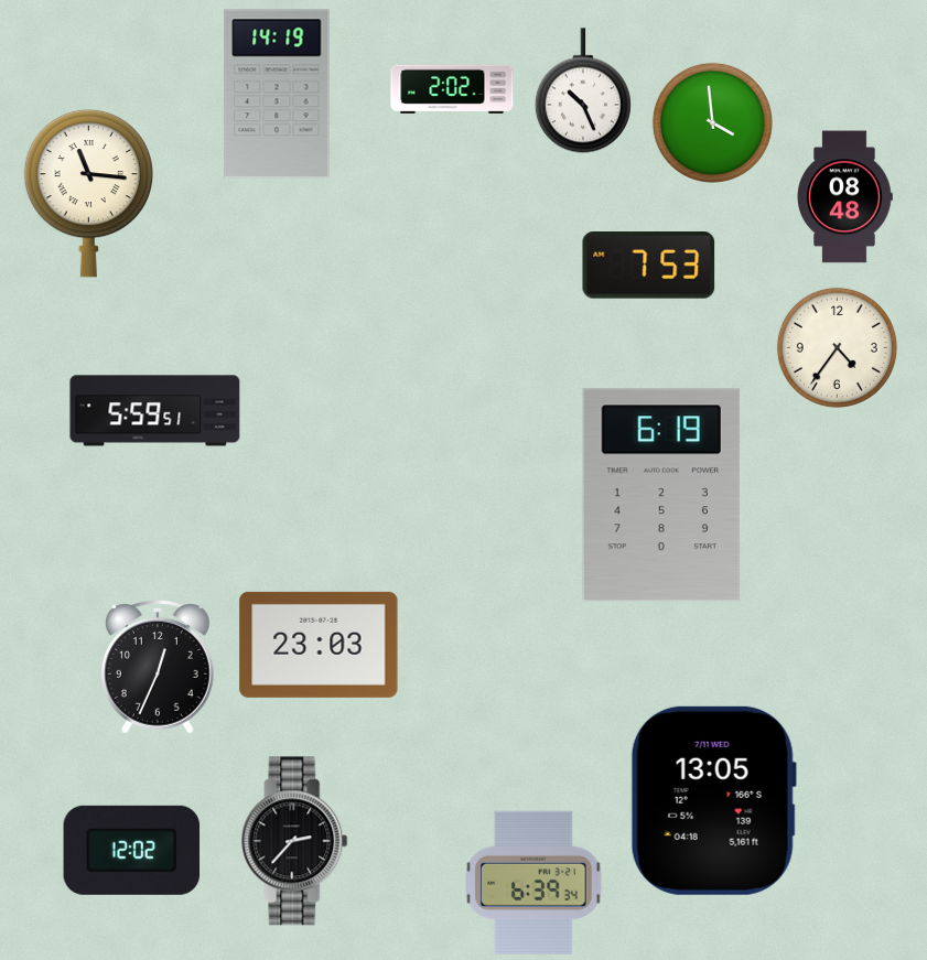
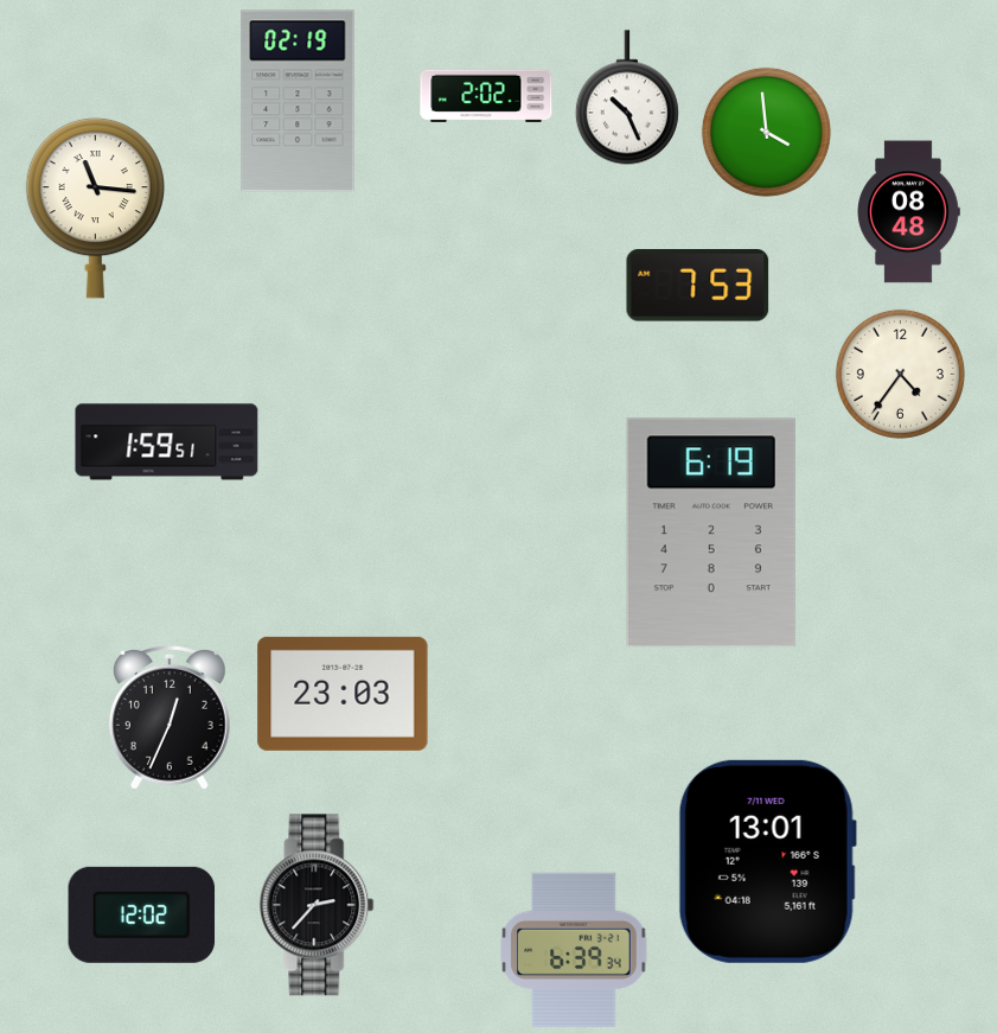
clock at (277, 94): 14:19 -> 02:19
clock at (155, 411): 5:59 -> 1:59
clock at (713, 800): 13:05 -> 13:01
